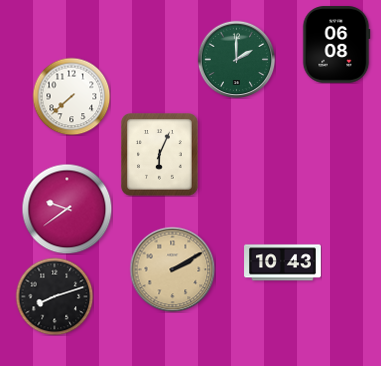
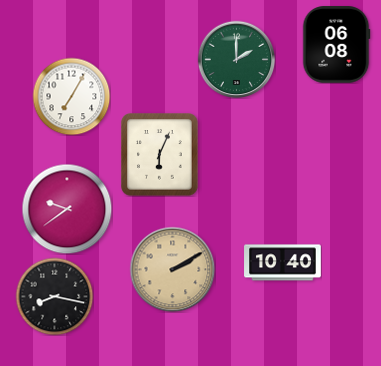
clock at (71, 96): 7:38 -> 7:05
clock at (283, 263): 10:43 -> 10:40
clock at (54, 296): 8:12 -> 8:17
